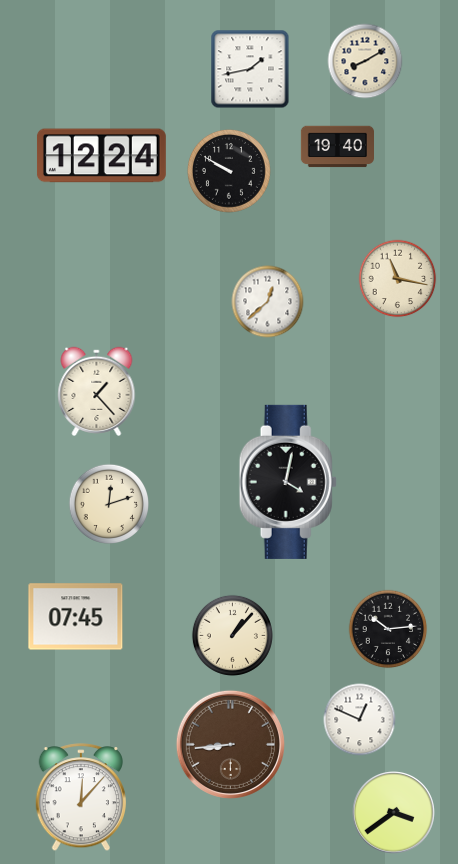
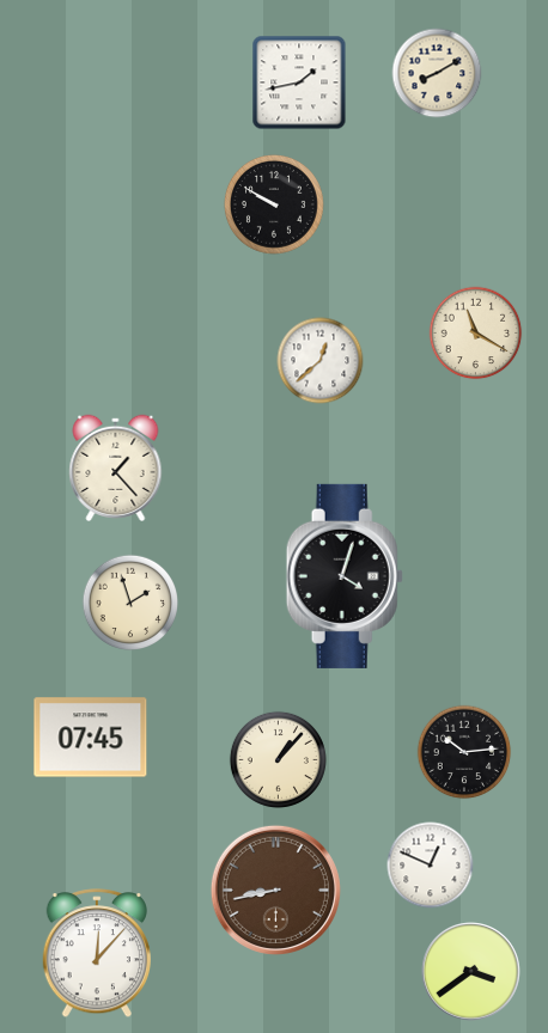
clock at (337, 147): 19:40 -> none
clock at (101, 156): 12:24 -> none
clock at (398, 279): 11:17 -> 11:20
clock at (288, 482): 4:02 -> 4:03
clock at (108, 503): 12:12 -> 1:57
clock at (360, 720) position: (360, 720) -> (431, 866)
clock at (230, 744): 8:44 -> 8:43
